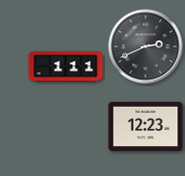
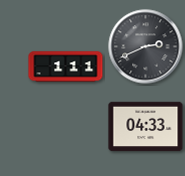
clock at (146, 127): 12:23 -> 04:33
